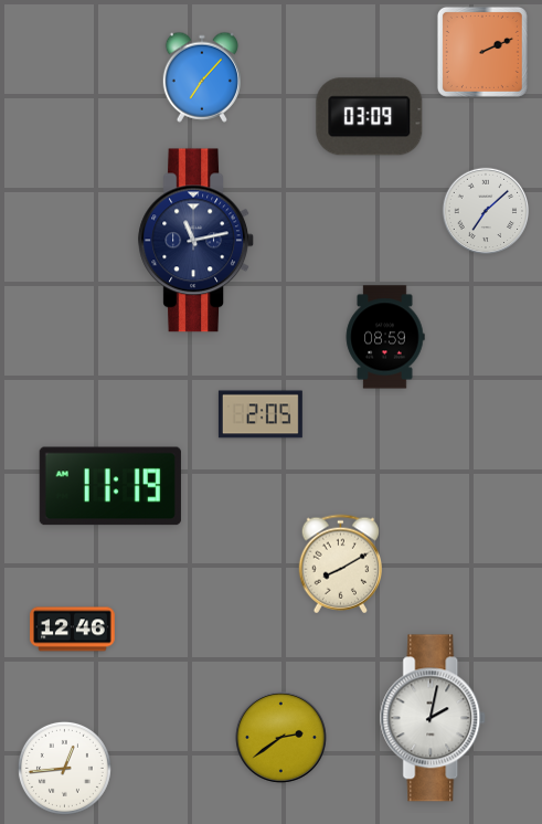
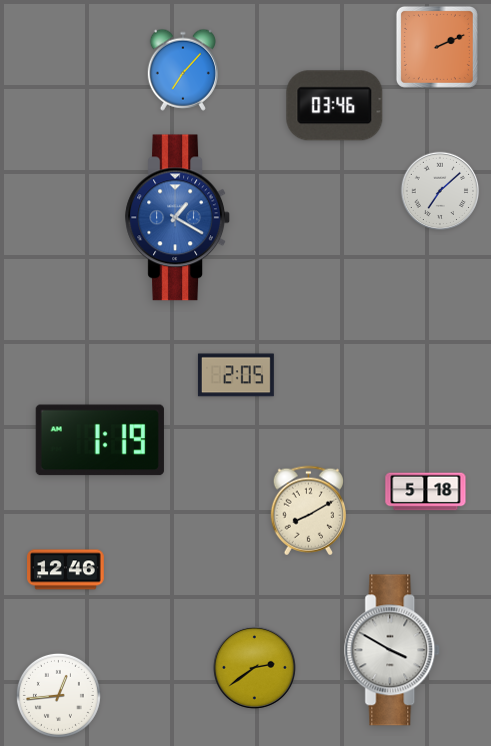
clock at (370, 117): 03:09 -> 03:46
clock at (195, 241): 11:13 -> 1:20
clock at (195, 241) dial: navy -> blue
clock at (385, 337): 08:59 -> none
clock at (110, 486): 11:19 -> 1:19
clock at (426, 492): none -> 5:18
clock at (434, 718): 2:02 -> 3:50
